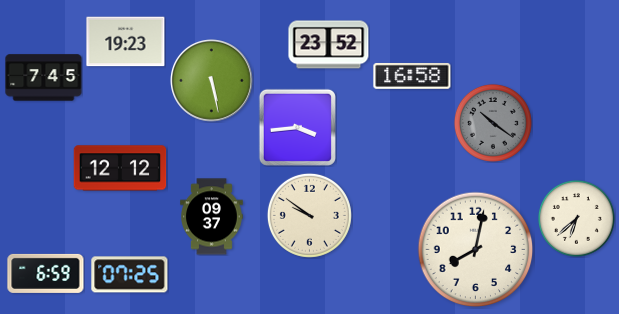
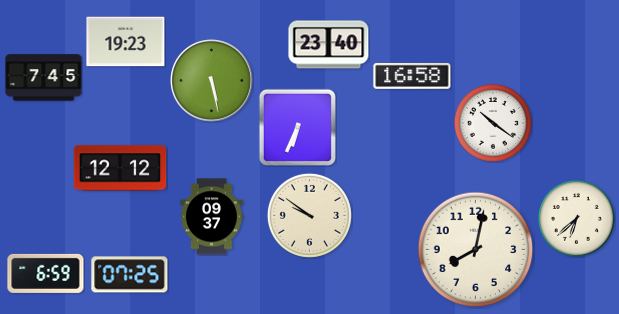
clock at (329, 45): 23:52 -> 23:40
clock at (493, 123) dial: grey -> white
clock at (297, 127): 3:44 -> 6:34
